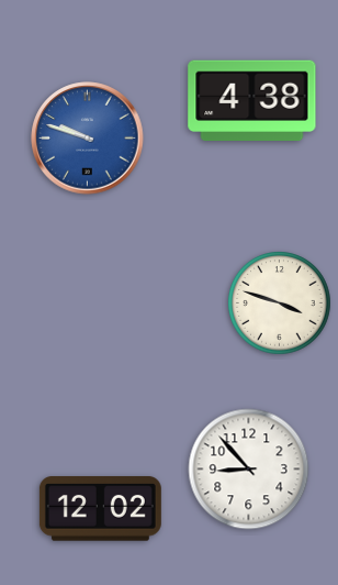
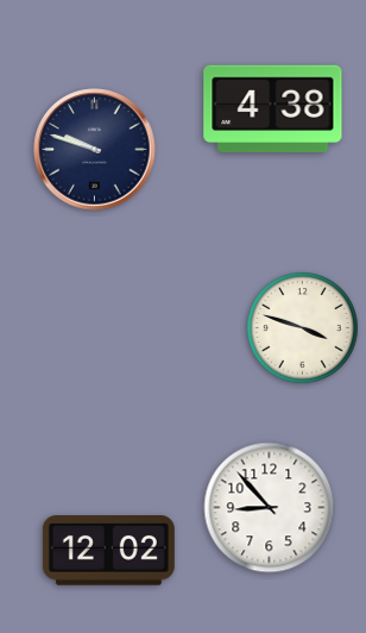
clock at (88, 139) dial: blue -> navy
